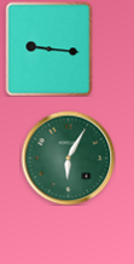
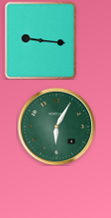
clock at (68, 157) position: (68, 157) -> (56, 126)
